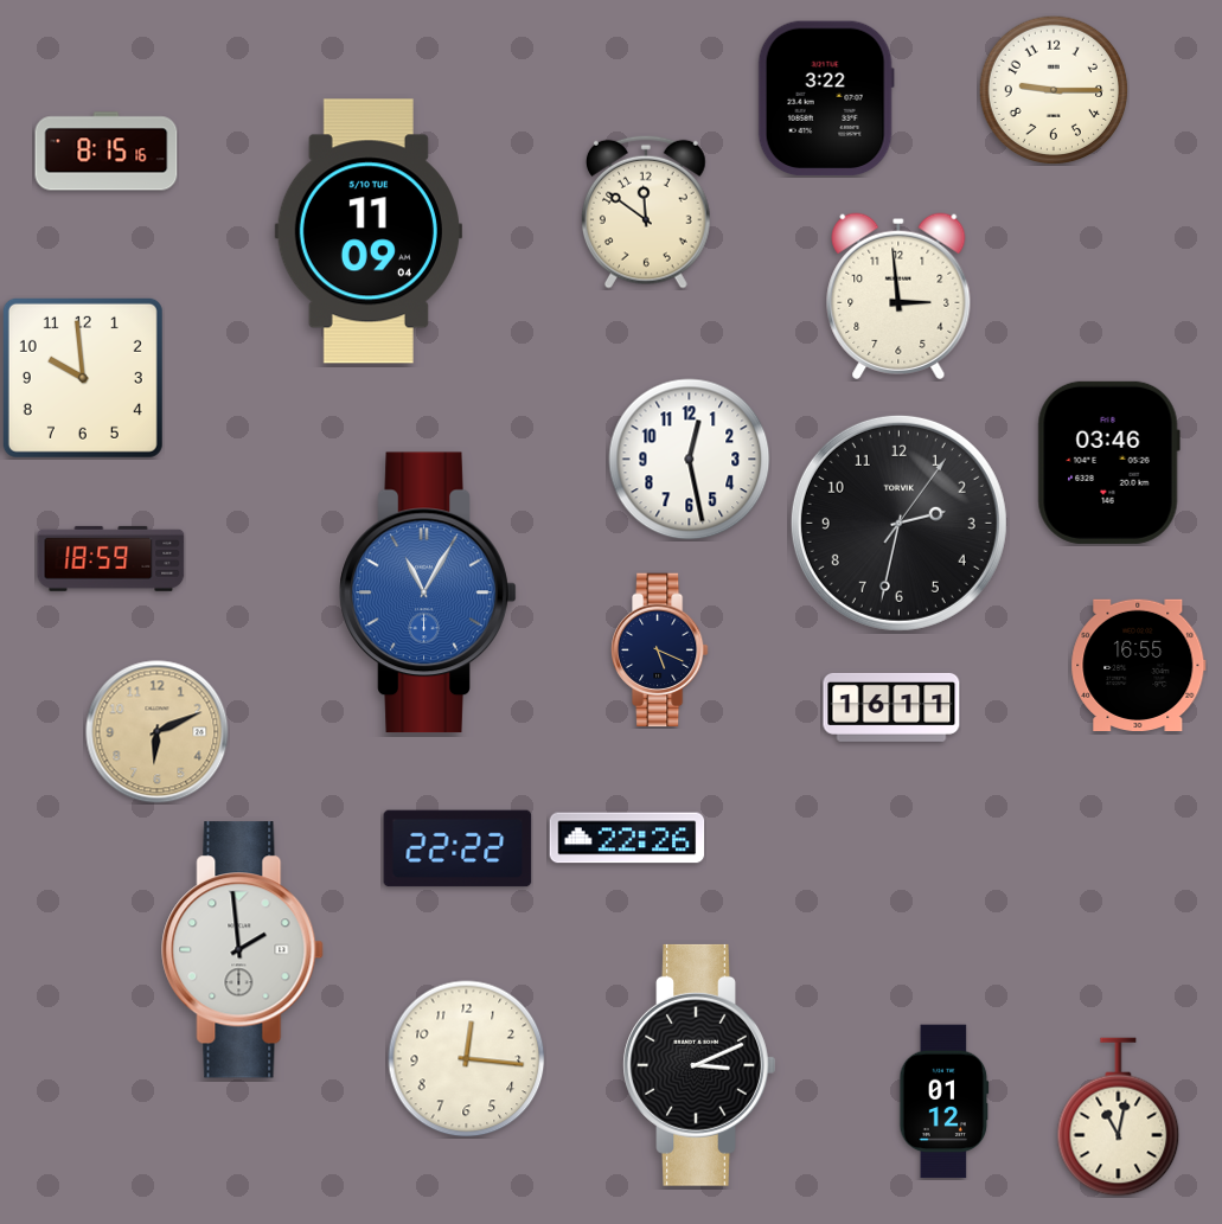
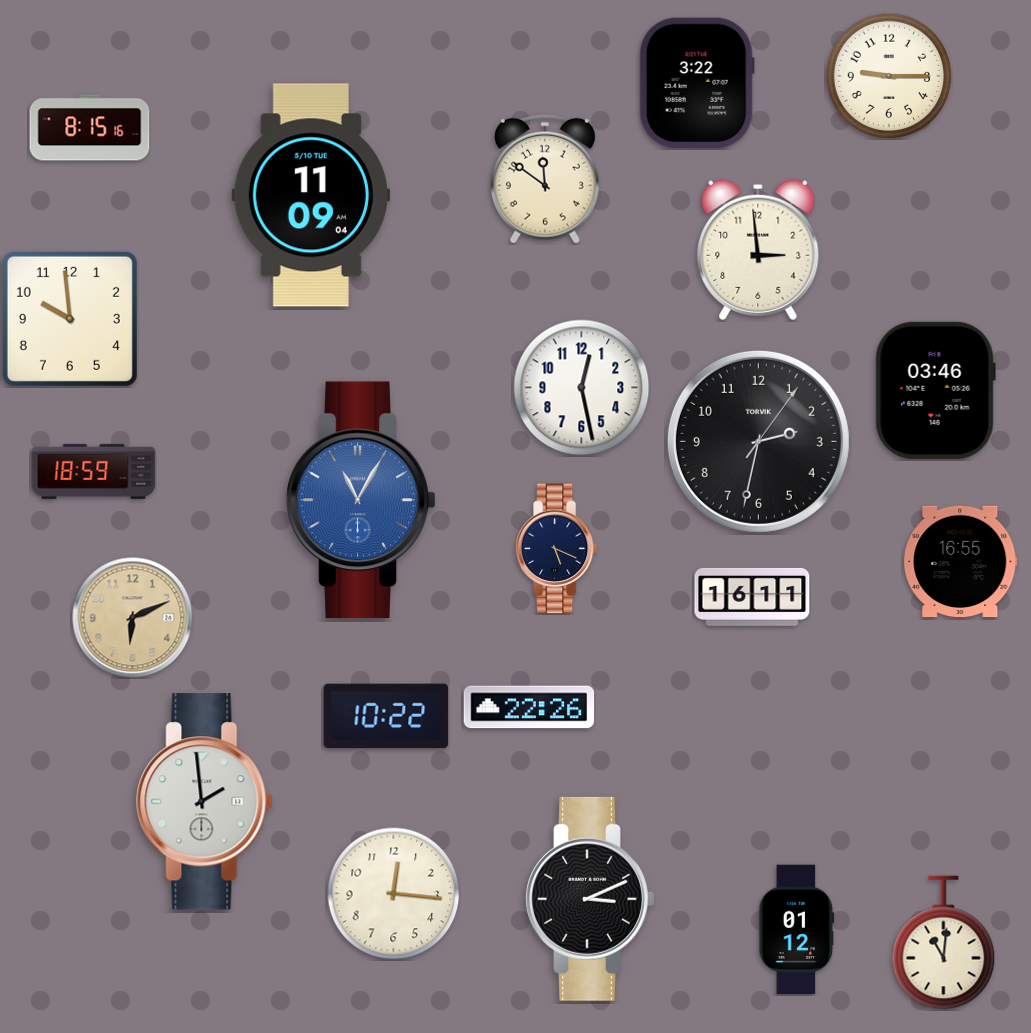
clock at (458, 848): 22:22 -> 10:22
clock at (1119, 1117): 11:02 -> 11:01
